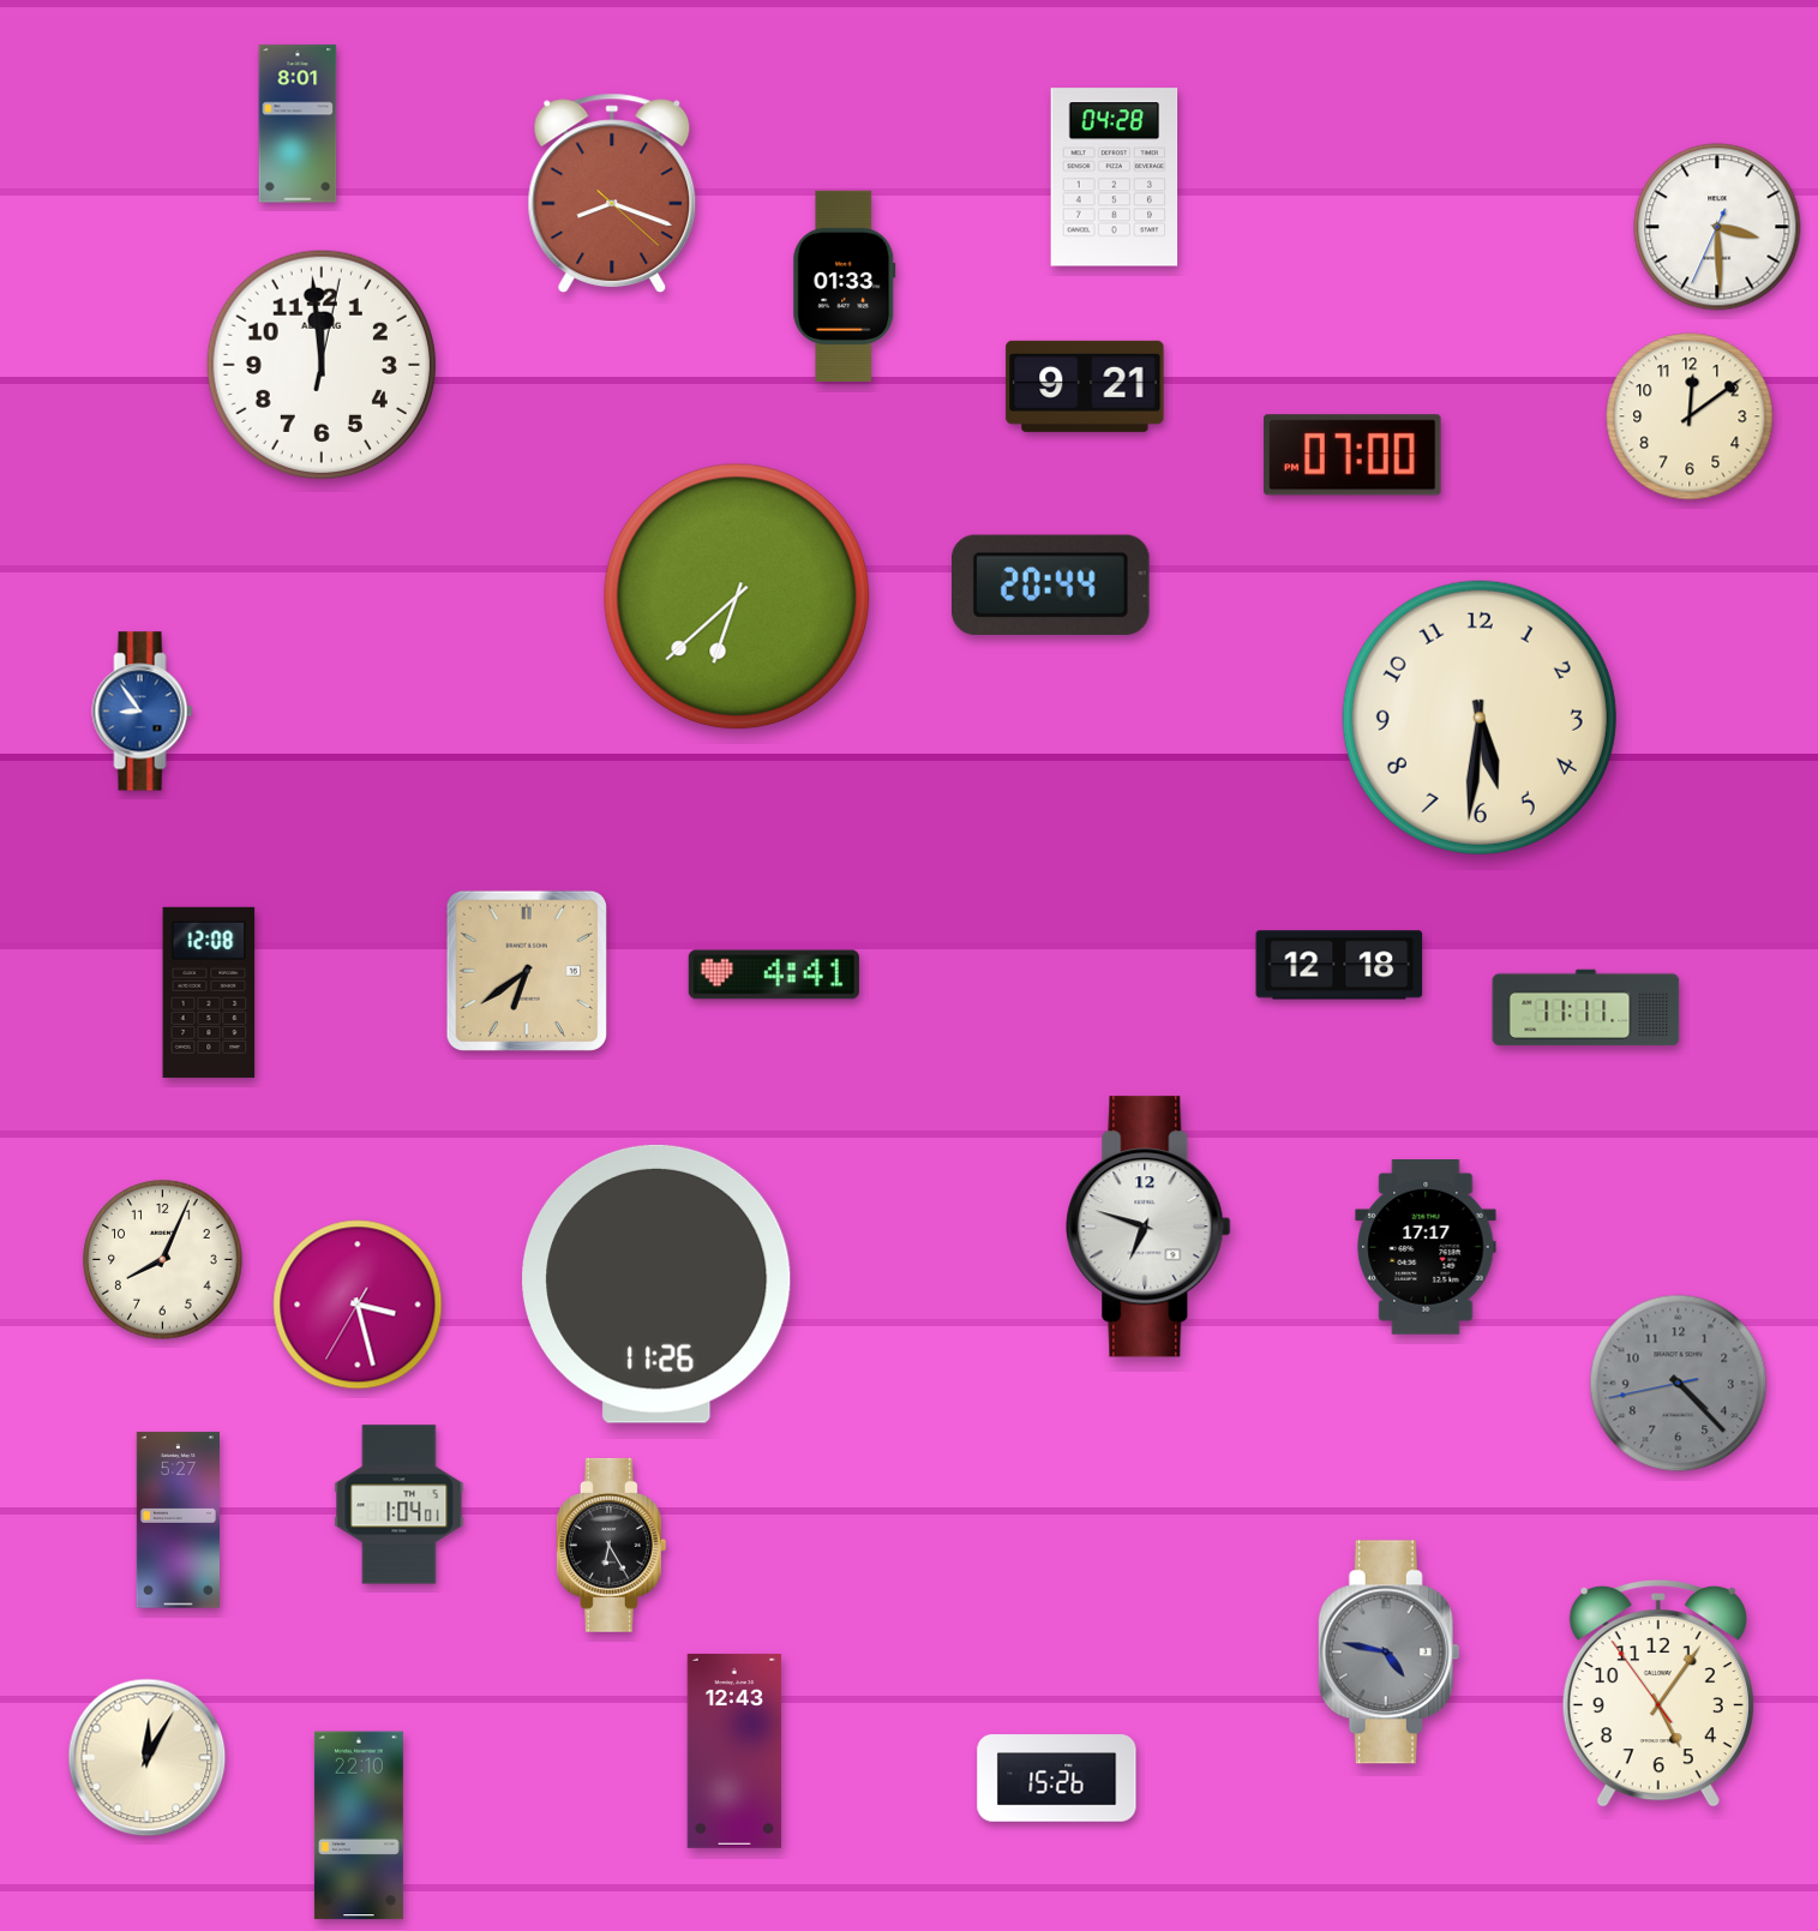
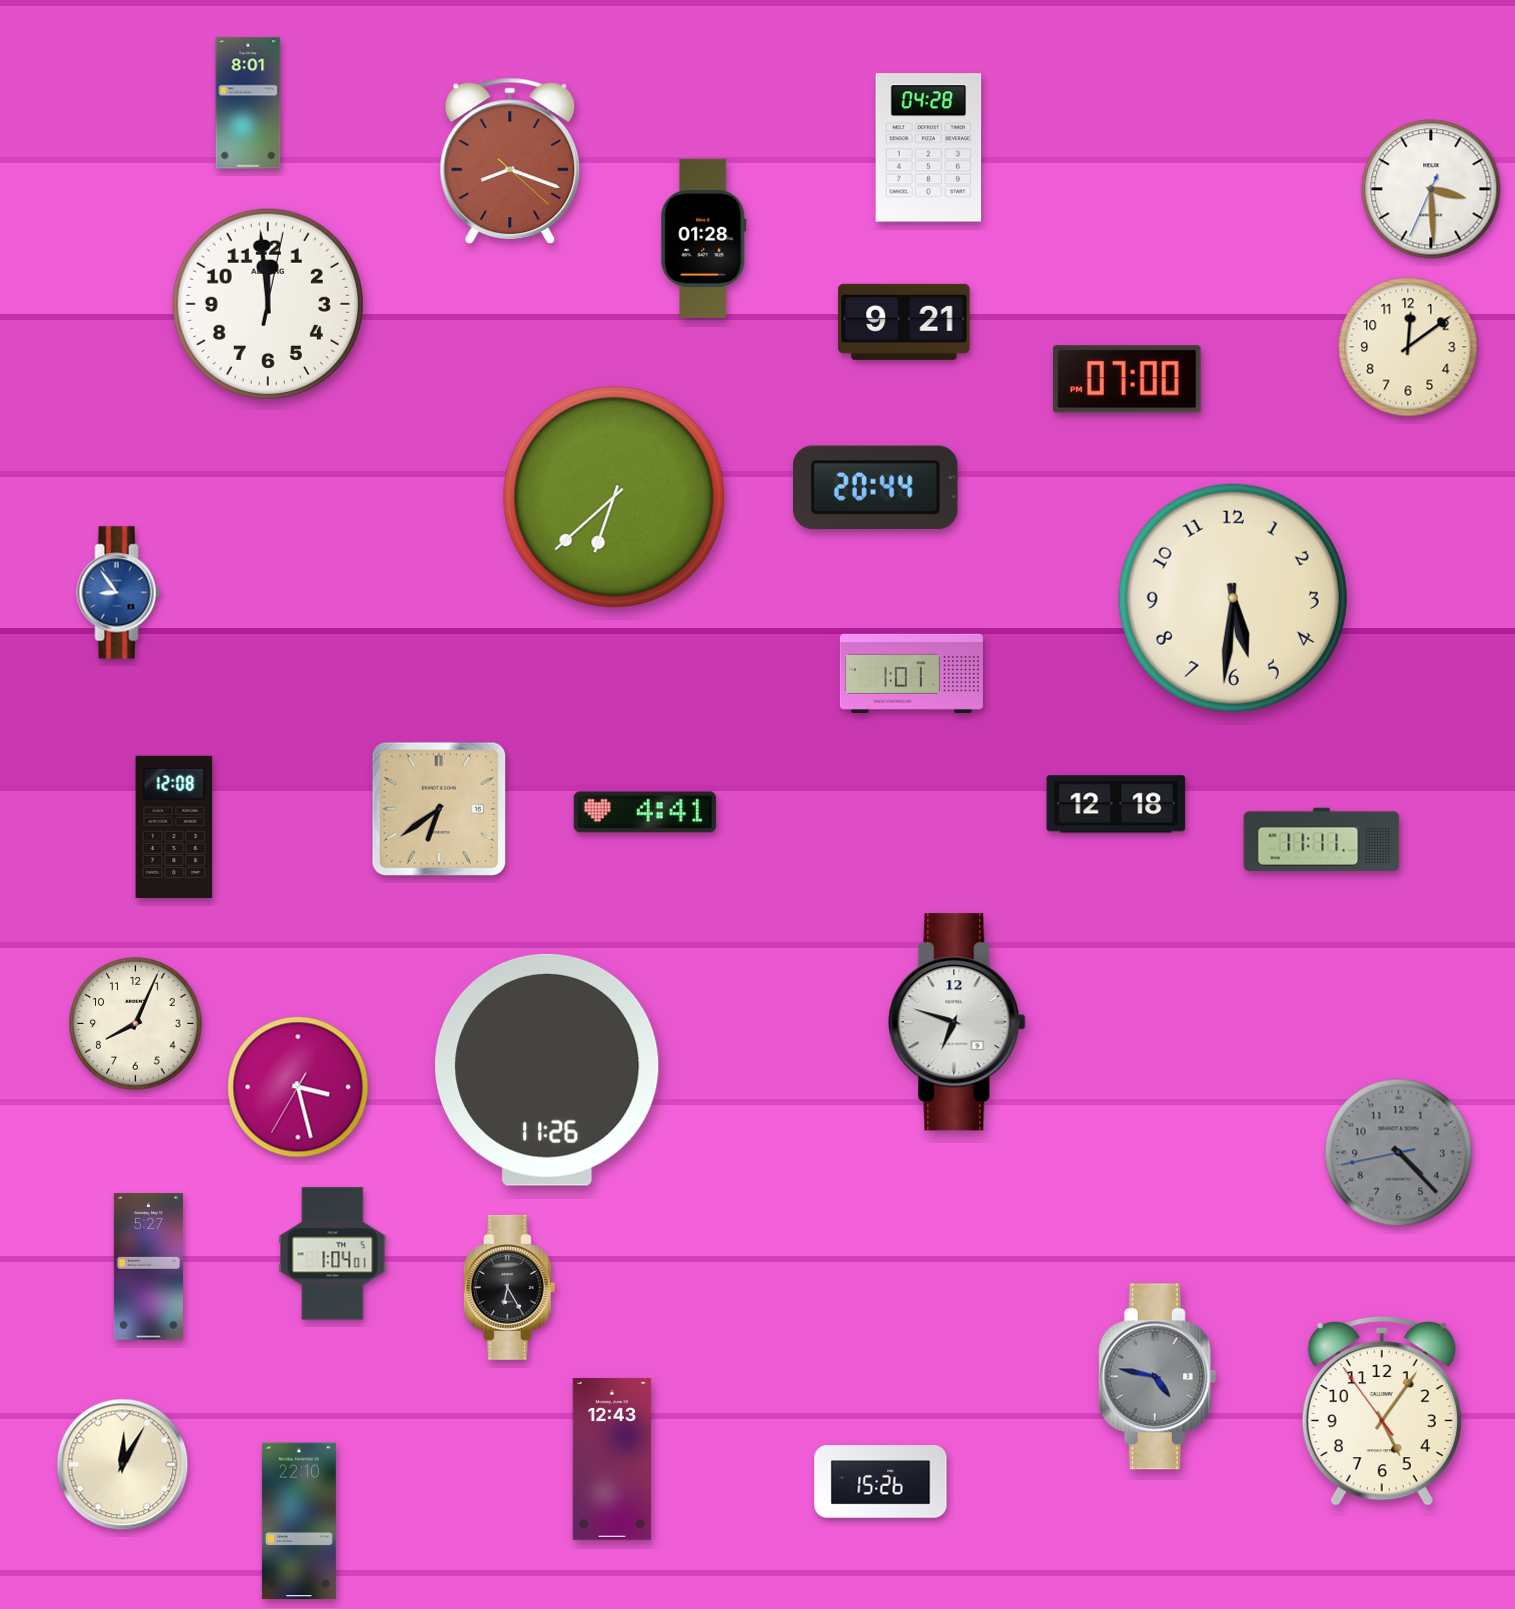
clock at (845, 286): 01:33 -> 01:28
clock at (911, 673): none -> 1:01
clock at (1426, 1248): 17:17 -> none
clock at (163, 1260) position: (163, 1260) -> (136, 1024)
